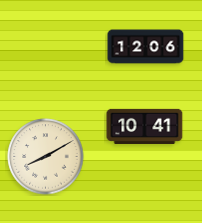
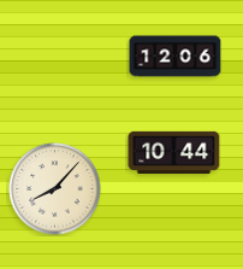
clock at (145, 126): 10:41 -> 10:44
clock at (46, 157): 8:10 -> 8:07
